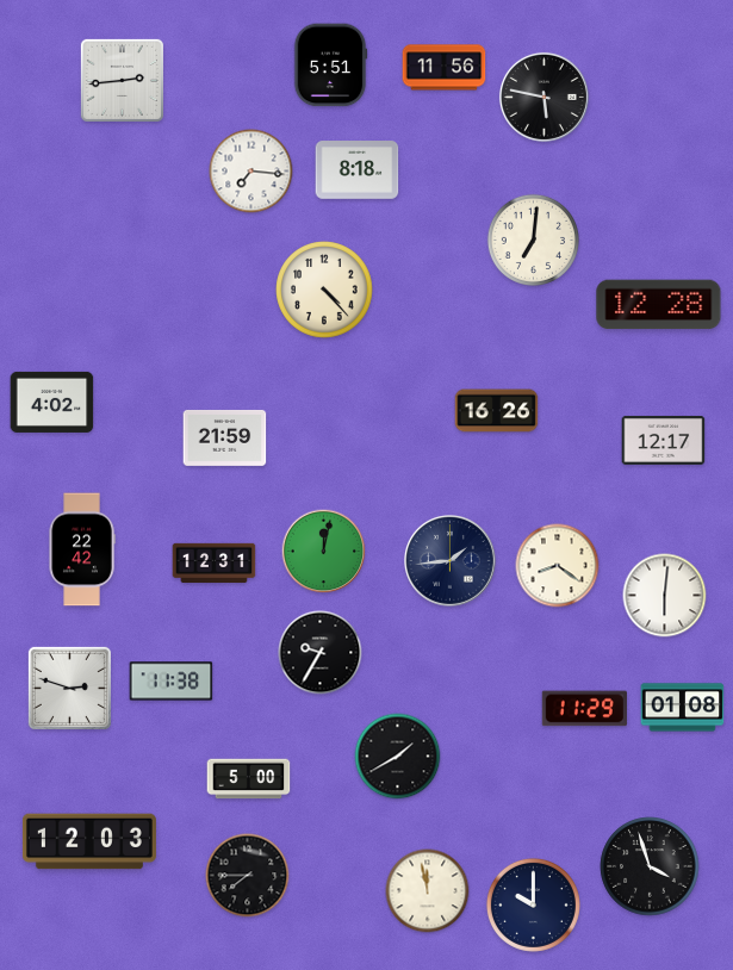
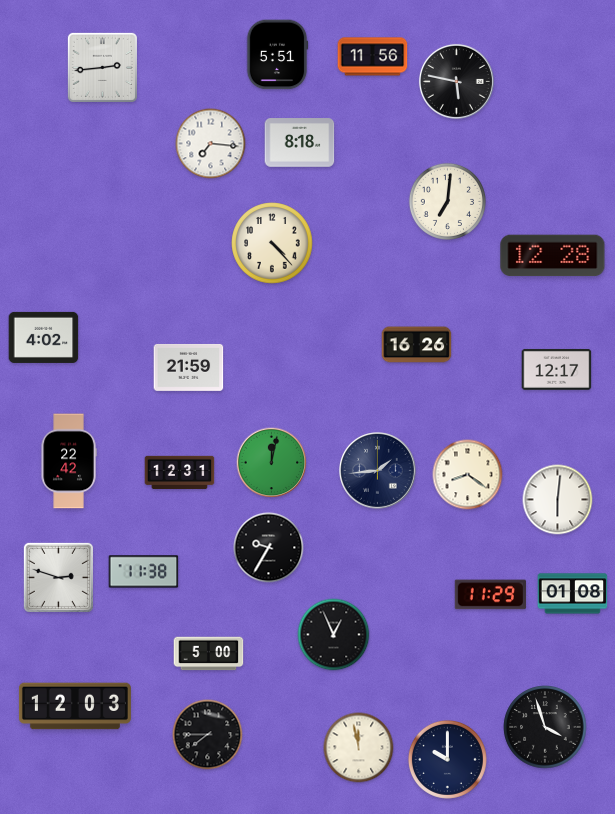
clock at (398, 757): 1:40 -> 12:56
